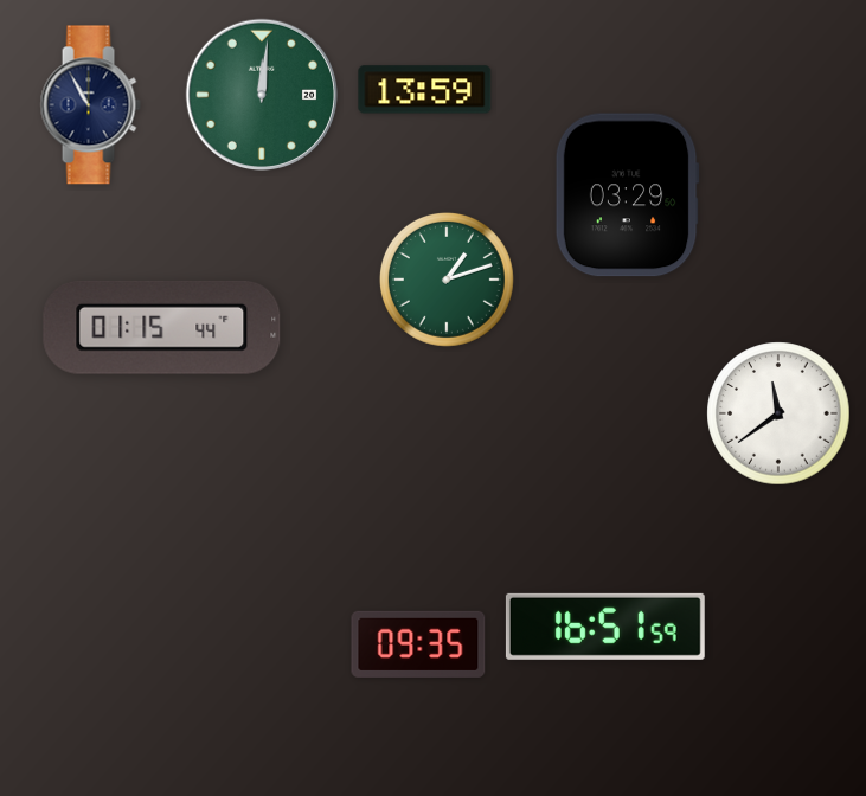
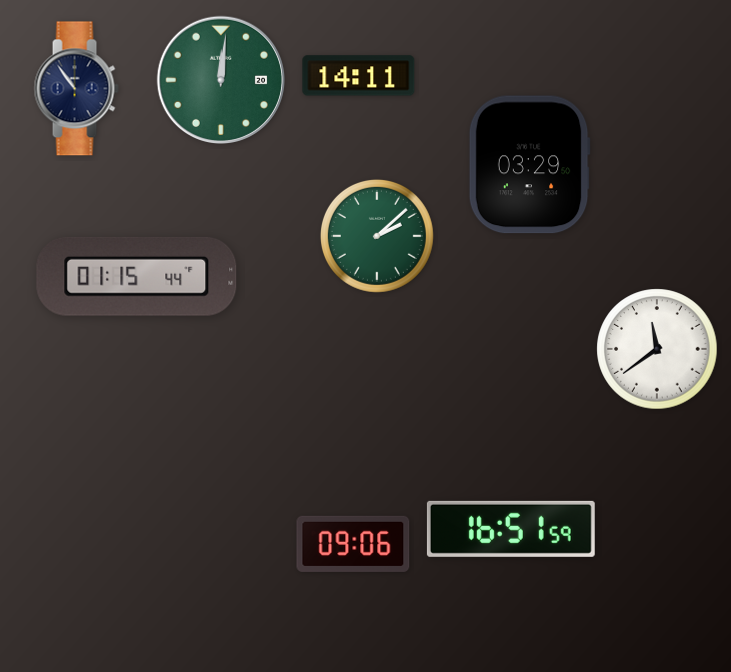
clock at (425, 90): 13:59 -> 14:11
clock at (90, 105): 10:55 -> 10:54
clock at (447, 280): 1:12 -> 2:08
clock at (418, 644): 09:35 -> 09:06
